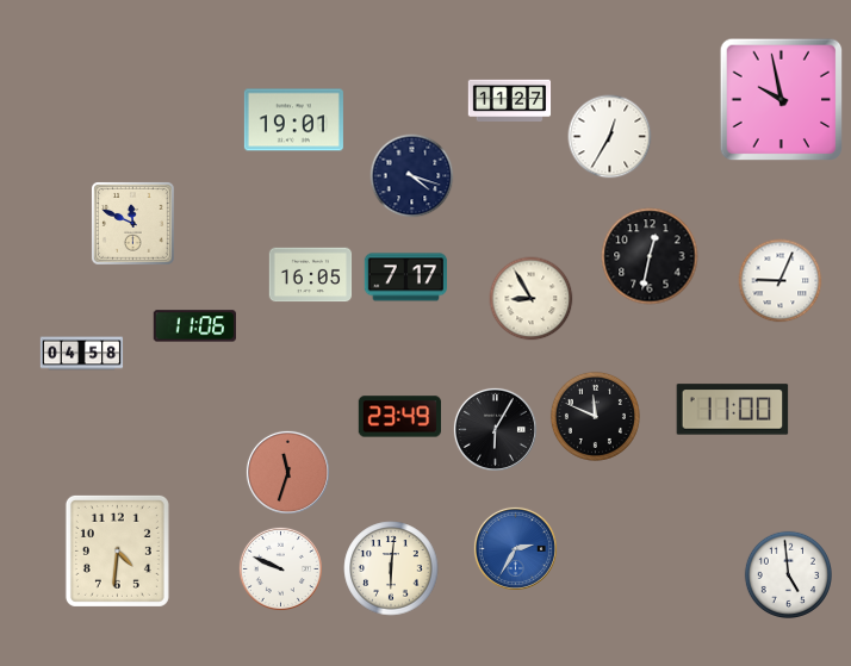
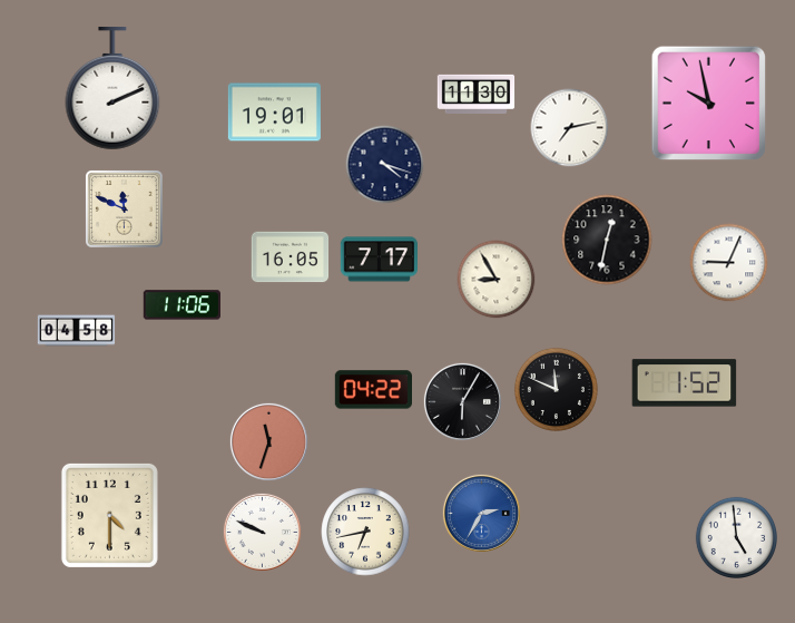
clock at (112, 88): none -> 2:11
clock at (782, 100) position: (782, 100) -> (709, 104)
clock at (510, 101): 11:27 -> 11:30
clock at (610, 137): 12:35 -> 7:13
clock at (733, 410): 11:00 -> 1:52
clock at (400, 417): 23:49 -> 04:22
clock at (117, 550): 4:31 -> 4:30
clock at (391, 568): 6:01 -> 6:43
